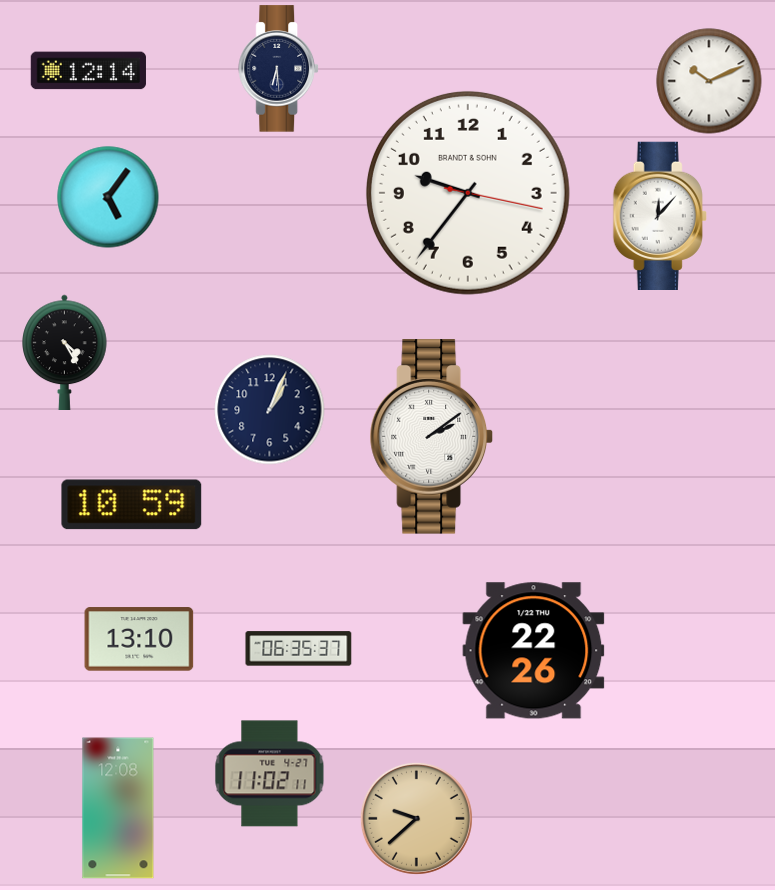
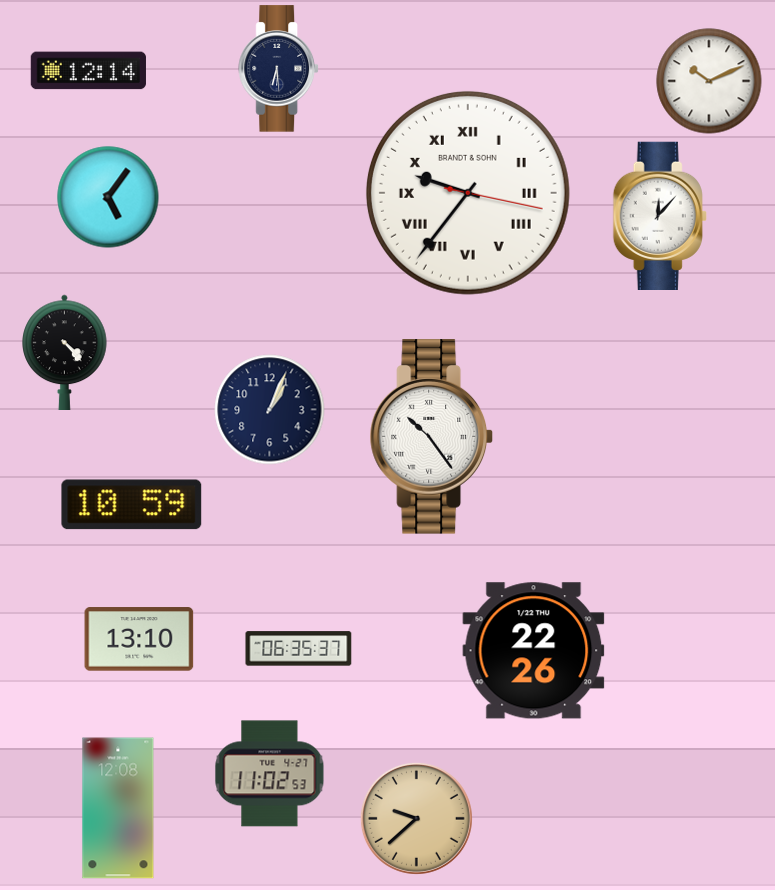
clock at (468, 193) numerals: Arabic -> Roman
clock at (65, 352): 4:25 -> 4:23
clock at (431, 437): 2:09 -> 10:24
clock at (270, 774): 11:02:11 -> 11:02:53
